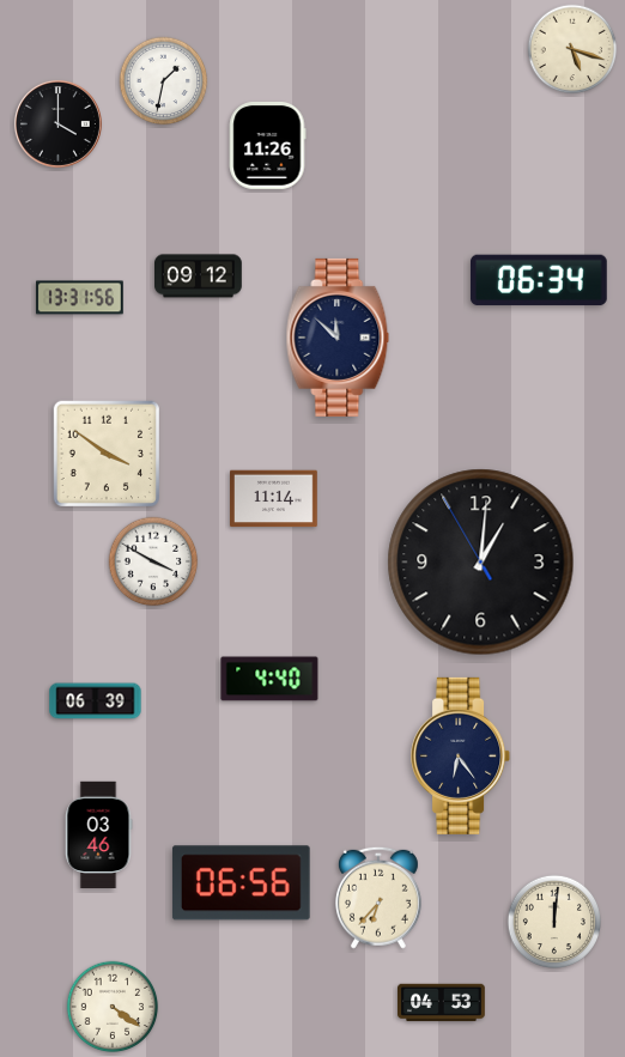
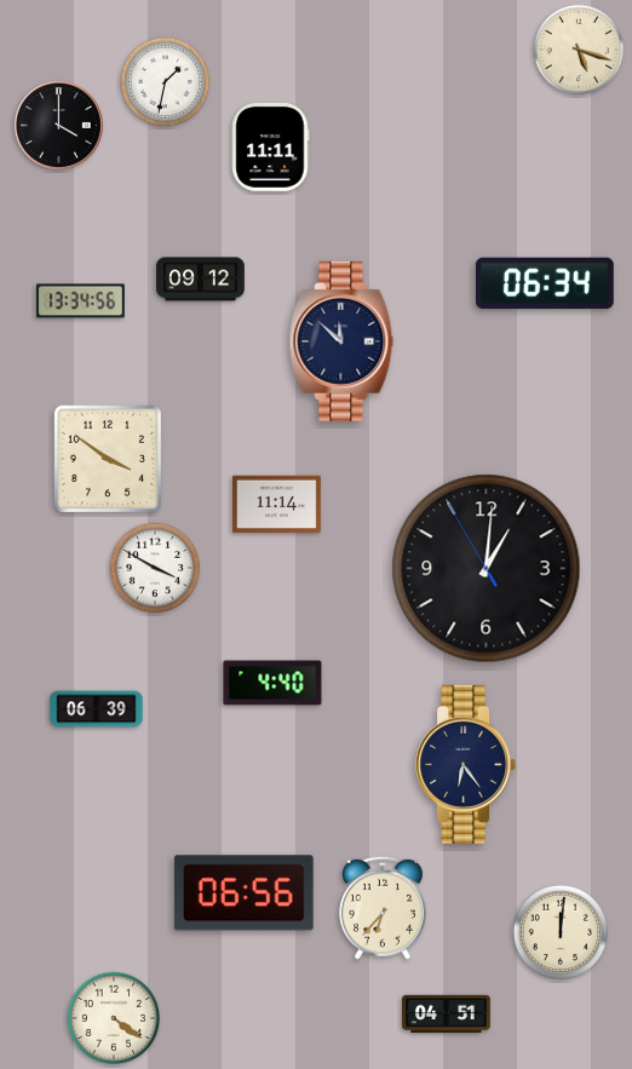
clock at (268, 146): 11:26 -> 11:11
clock at (80, 298): 13:31 -> 13:34
clock at (269, 679) position: (269, 679) -> (272, 683)
clock at (98, 834): 03:46 -> none
clock at (442, 1003): 04:53 -> 04:51
